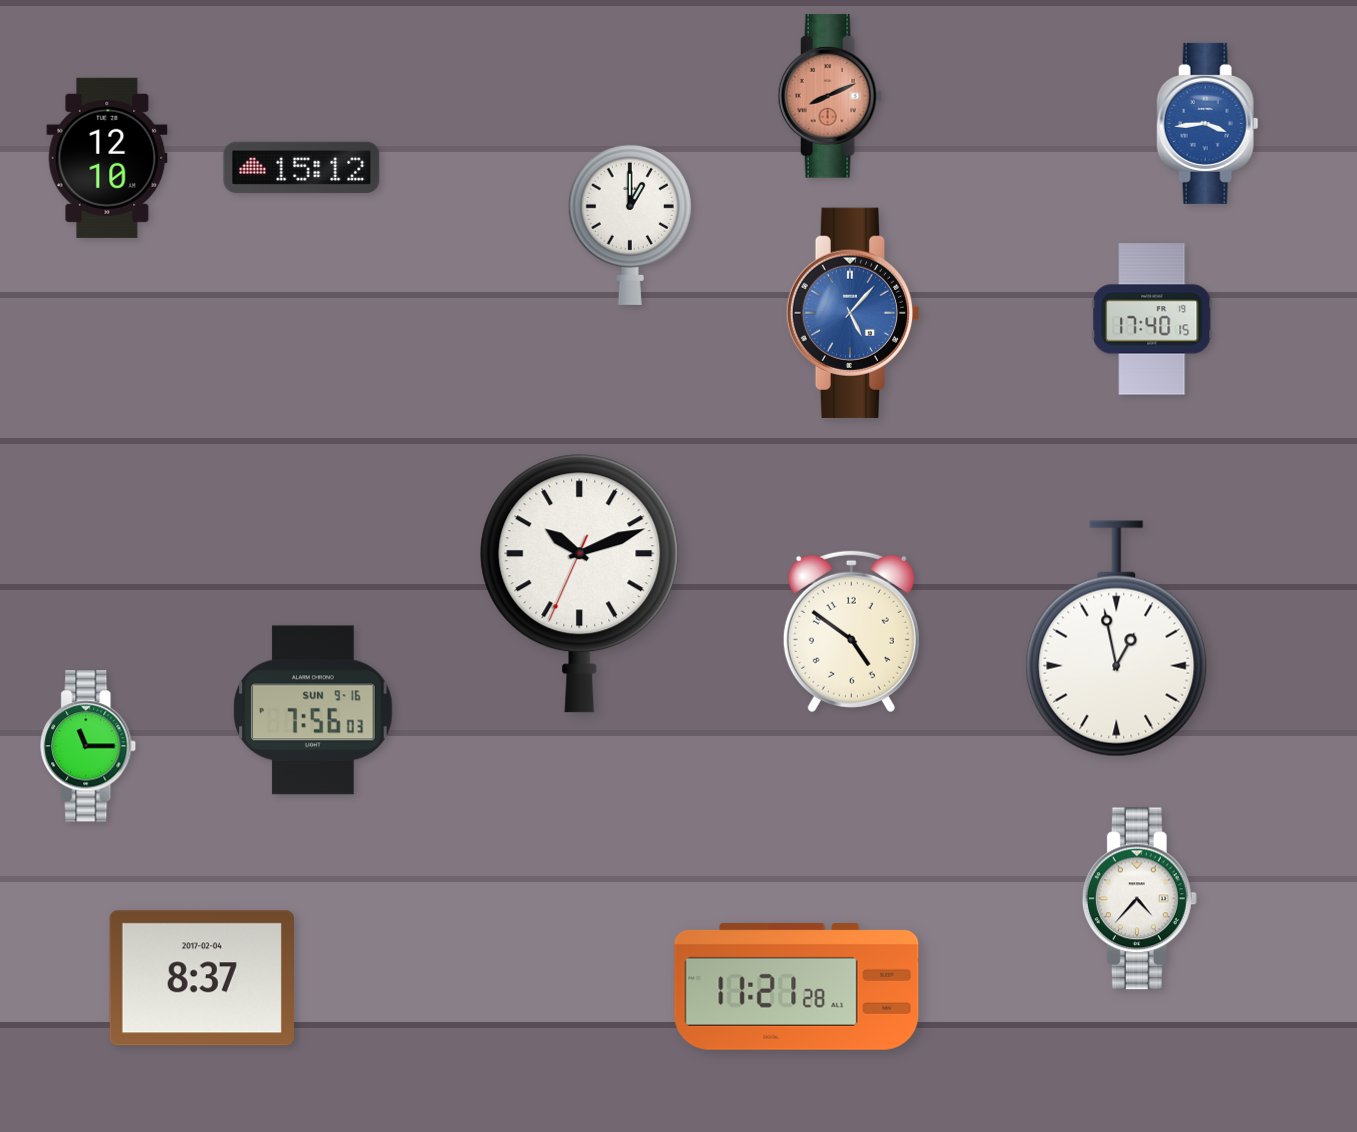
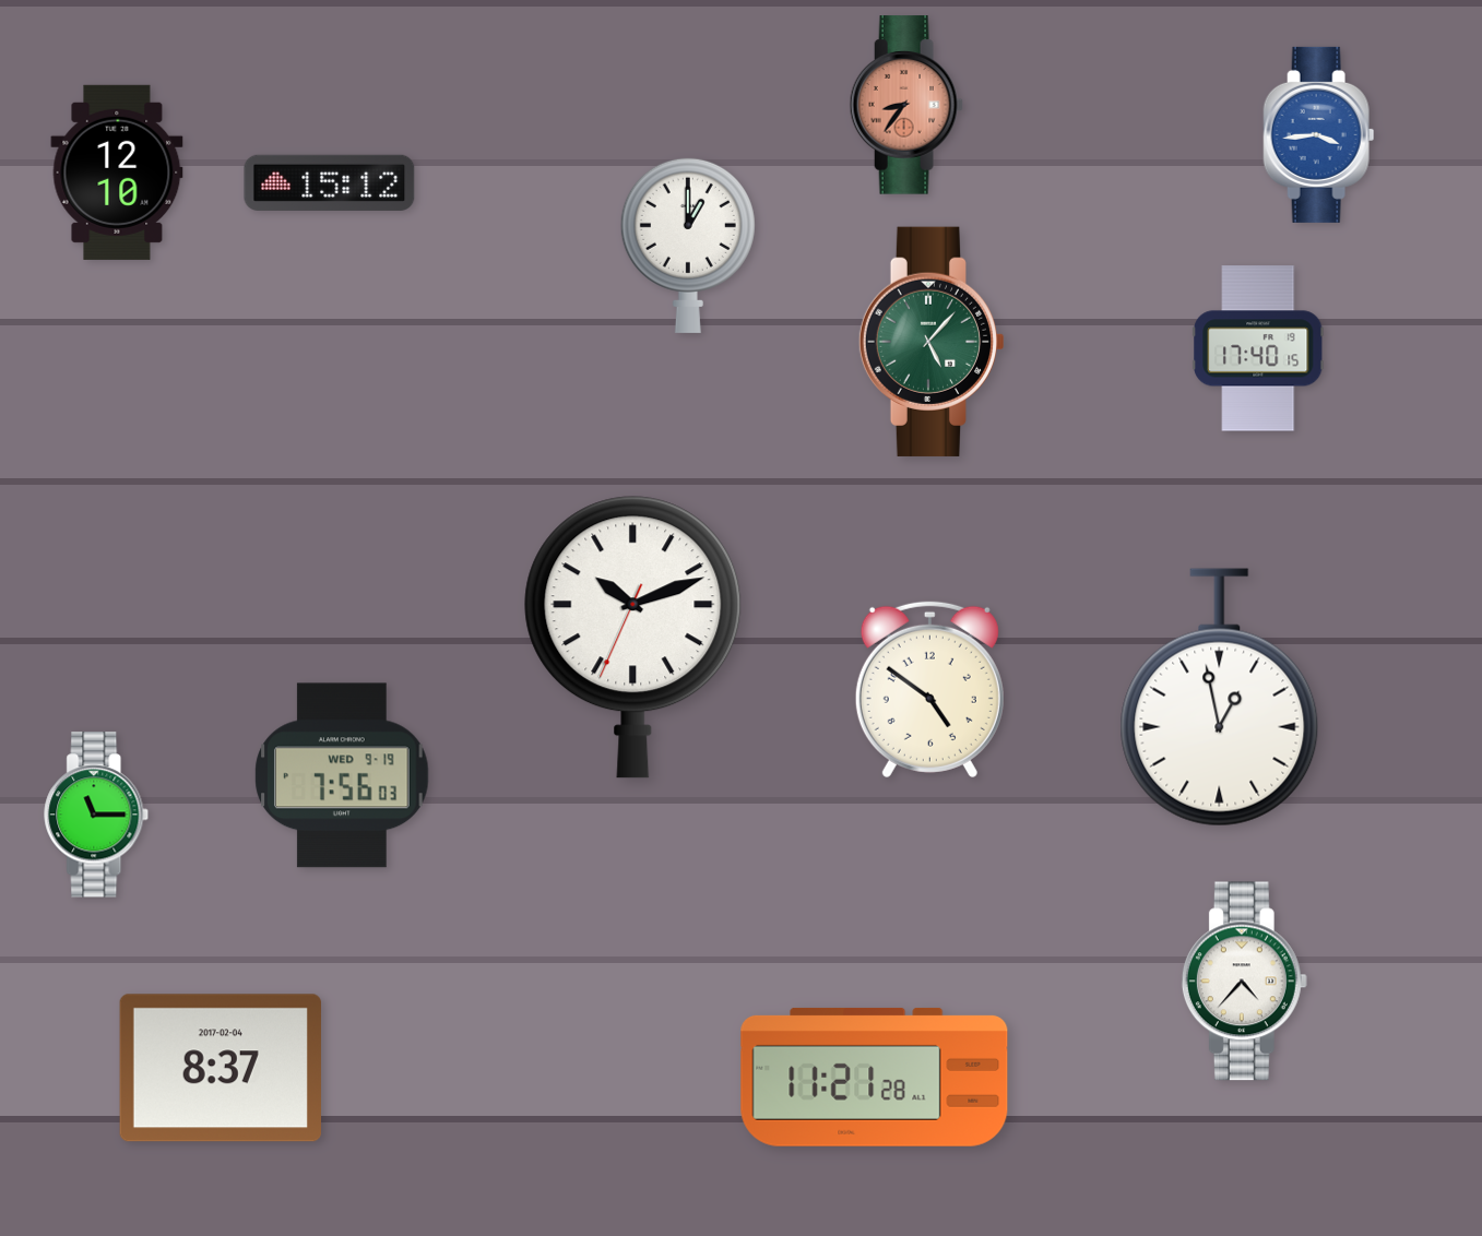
clock at (830, 96): 8:11 -> 8:36
clock at (853, 313) dial: blue -> green
clock at (313, 710) date: SUN 9-16 -> WED 9-19
clock at (797, 986) position: (797, 986) -> (875, 1077)
